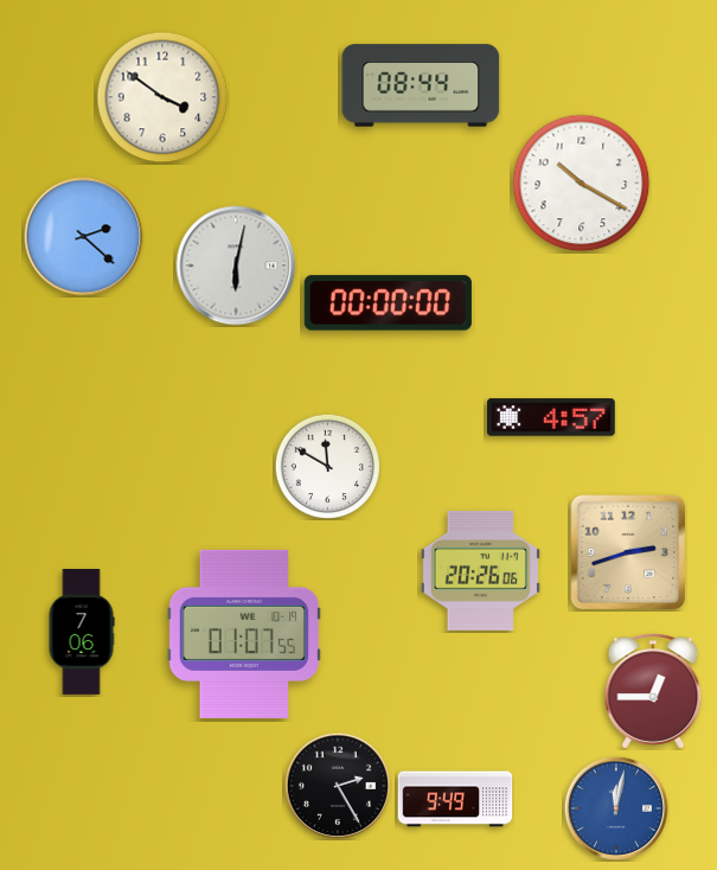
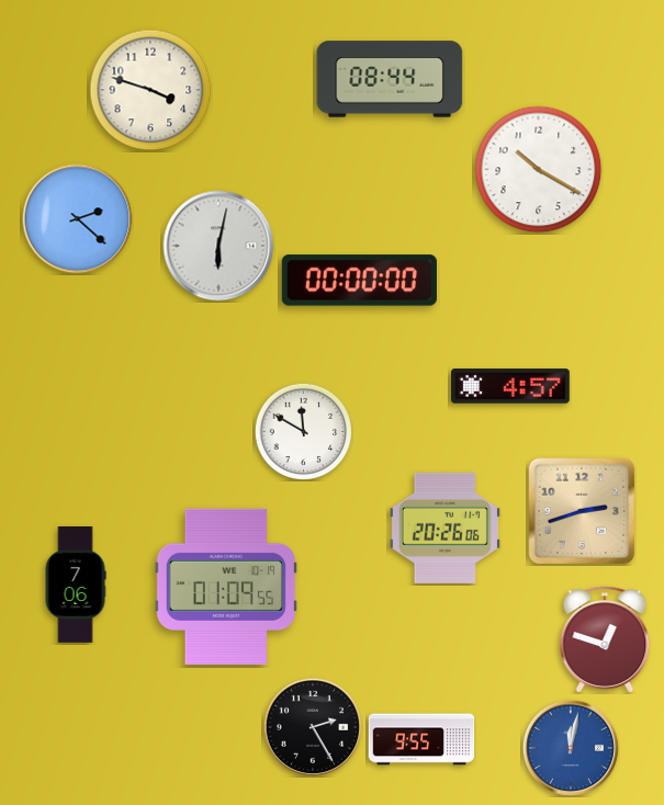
clock at (162, 97): 3:51 -> 3:48
clock at (244, 634): 01:07 -> 01:09
clock at (653, 691): 12:45 -> 12:48
clock at (455, 799): 9:49 -> 9:55
